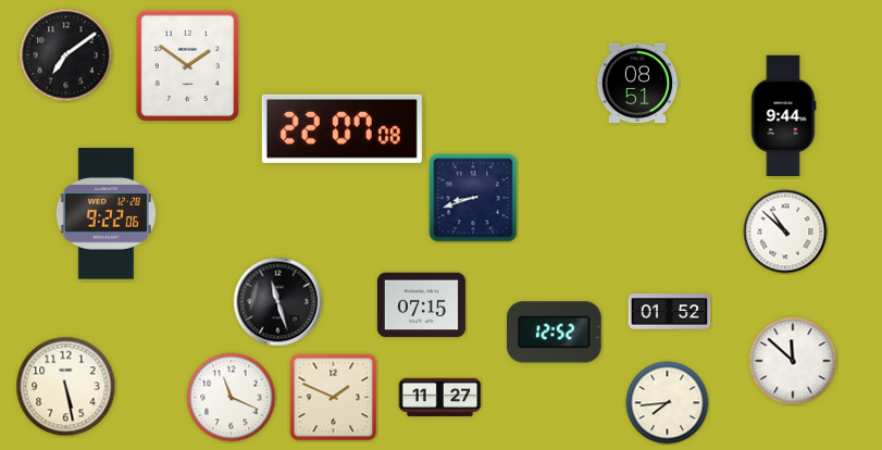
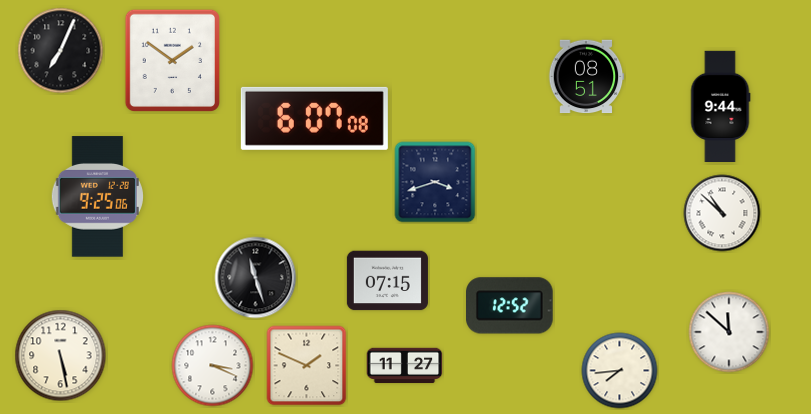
clock at (66, 55): 7:09 -> 7:04
clock at (341, 128): 22:07 -> 6:07
clock at (473, 198): 8:42 -> 3:42
clock at (105, 214): 9:22 -> 9:25
clock at (670, 312): 01:52 -> none
clock at (232, 398): 11:19 -> 3:19
clock at (668, 403) position: (668, 403) -> (620, 371)
